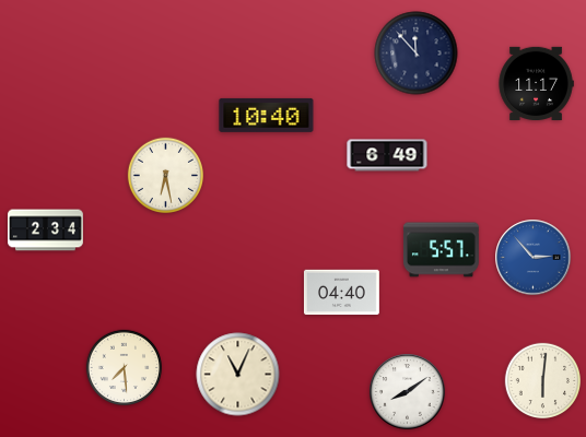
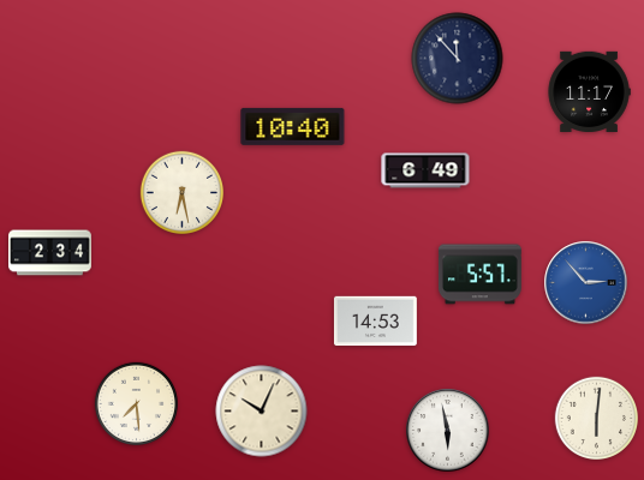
clock at (441, 250) position: (441, 250) -> (479, 275)
clock at (341, 293): 04:40 -> 14:53
clock at (238, 375): 11:04 -> 10:04
clock at (408, 392): 8:09 -> 5:58
